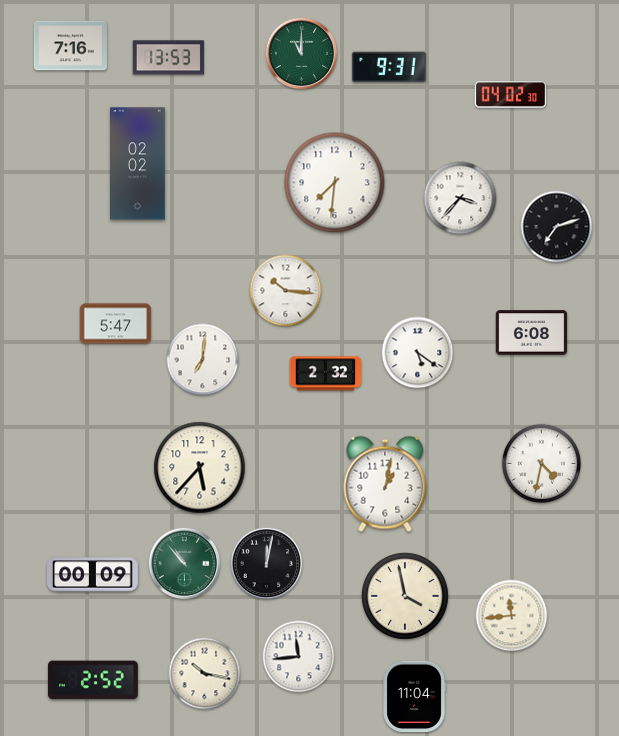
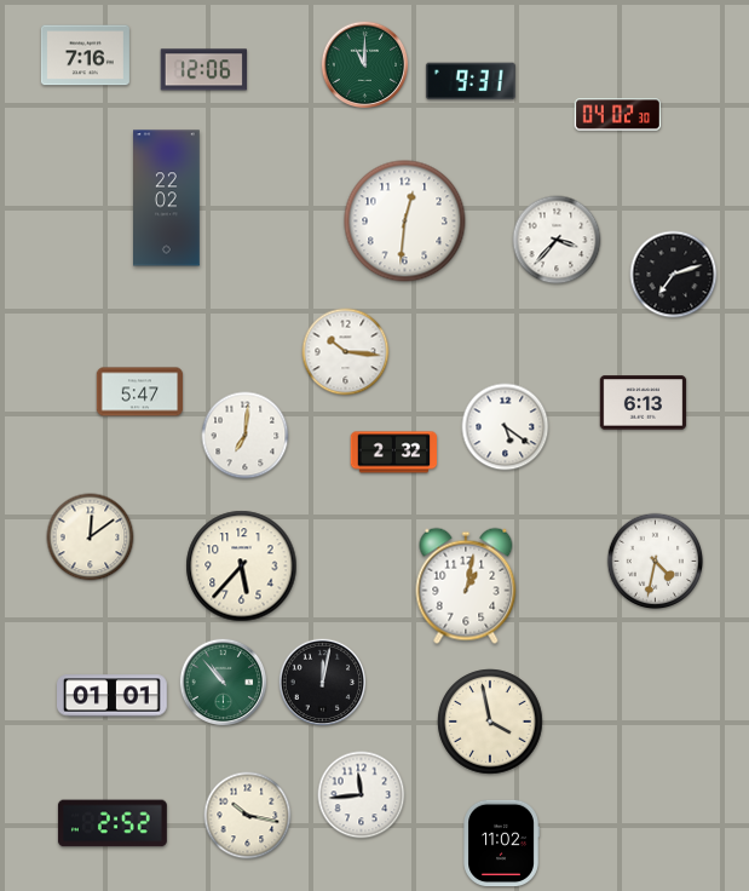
clock at (168, 58): 13:53 -> 12:06
clock at (138, 164): 02:02 -> 22:02
clock at (335, 183): 7:31 -> 12:31
clock at (532, 333): 6:08 -> 6:13
clock at (91, 538): none -> 12:09
clock at (93, 575): 00:09 -> 01:01
clock at (512, 616): 11:44 -> none
clock at (414, 697): 11:04 -> 11:02
